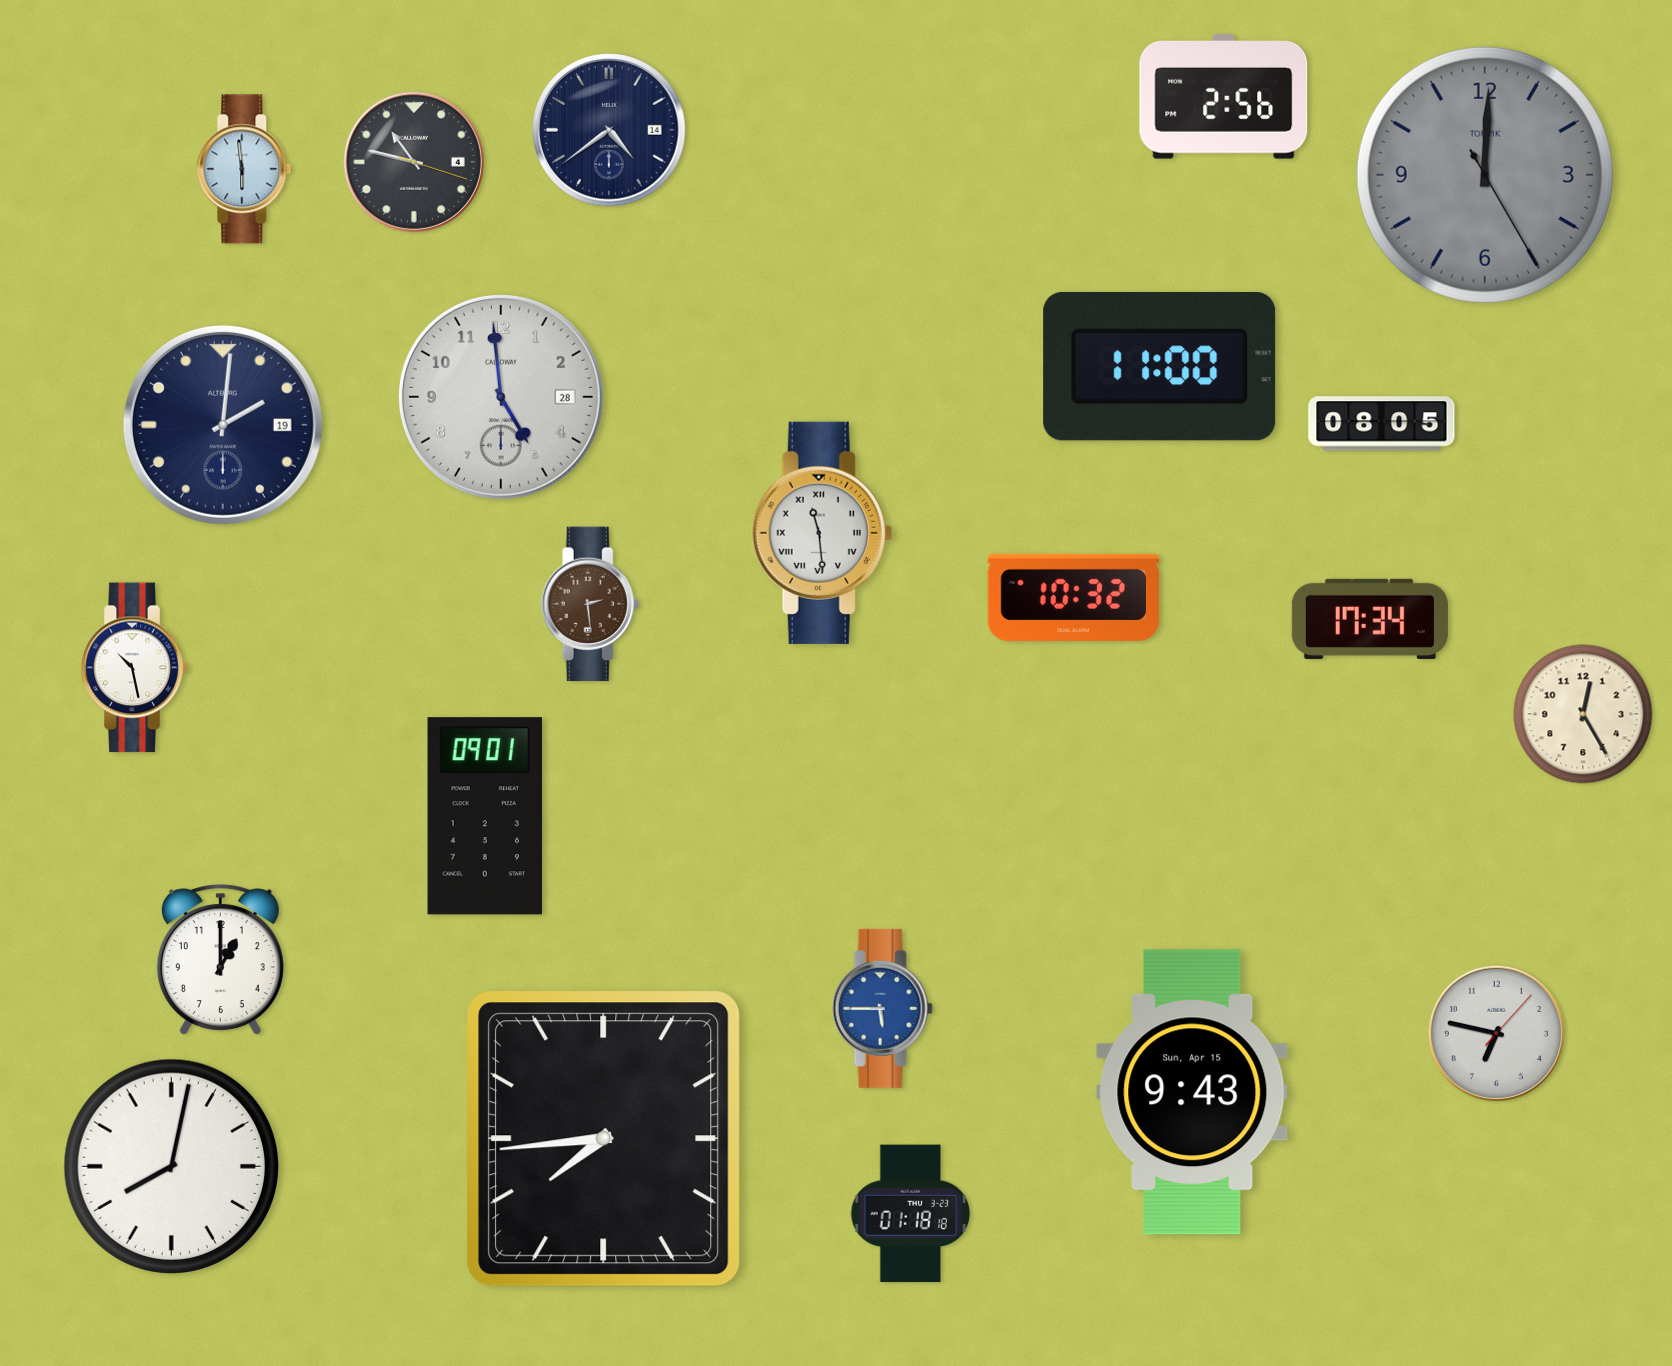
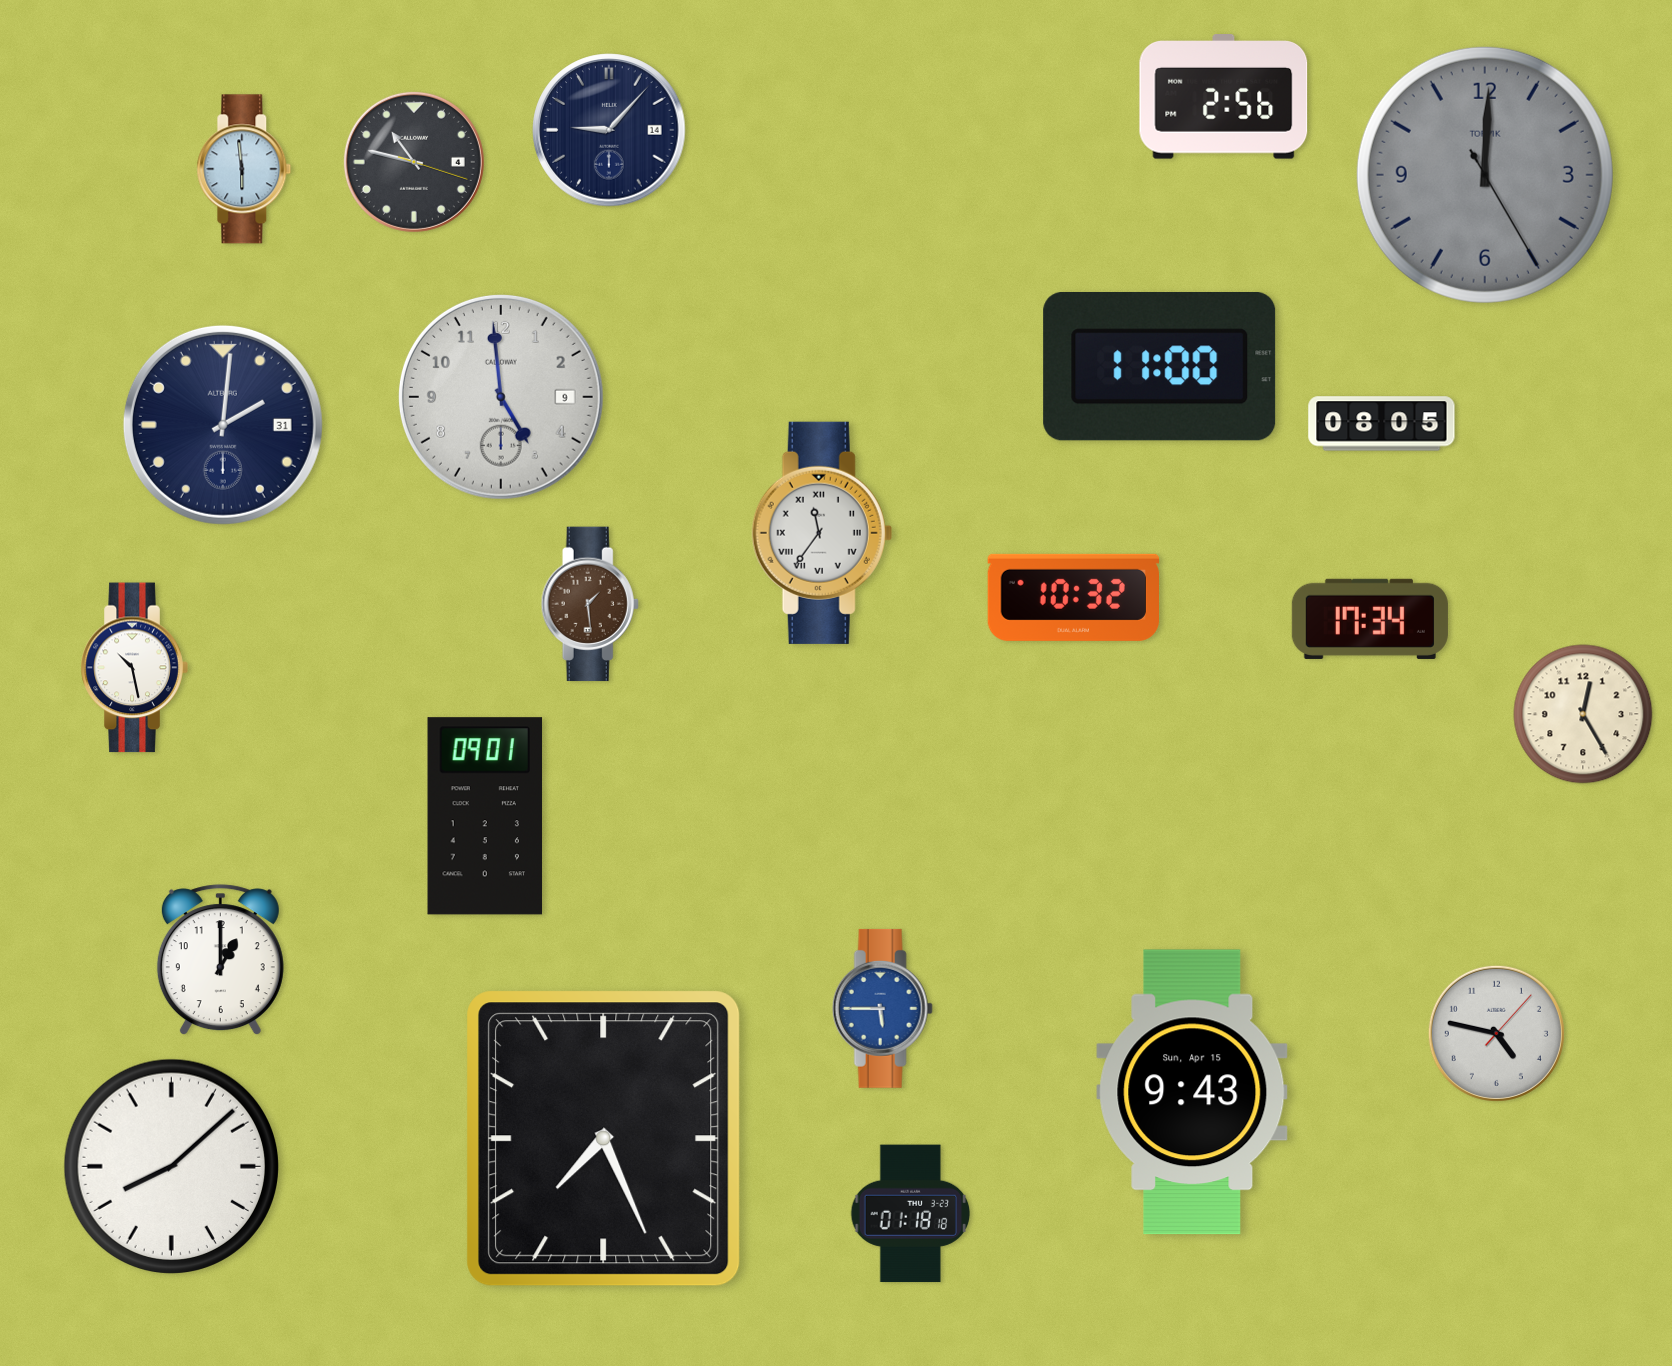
clock at (609, 130): 4:39 -> 9:07
clock at (501, 397) date: 28 -> 9
clock at (223, 425) date: 19 -> 31
clock at (822, 533): 11:29 -> 11:36
clock at (590, 604): 2:29 -> 1:29
clock at (1496, 1033): 6:47 -> 4:47
clock at (604, 1139): 7:44 -> 7:26
clock at (171, 1166): 8:02 -> 8:08
